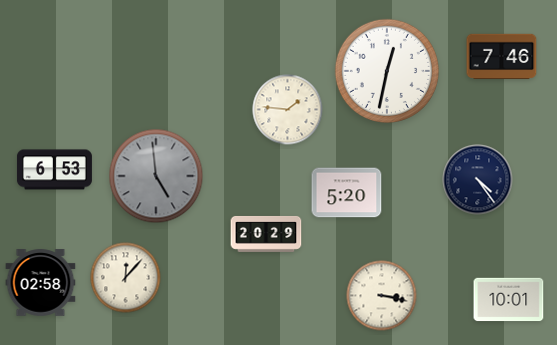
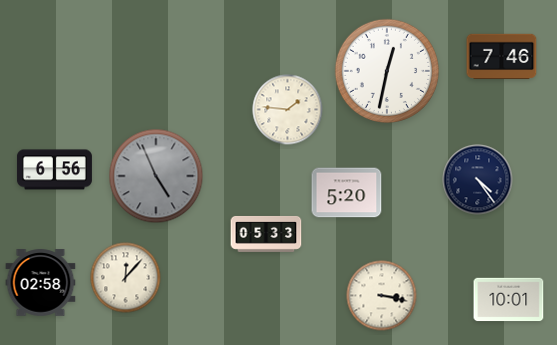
clock at (54, 170): 6:53 -> 6:56
clock at (156, 176): 4:59 -> 4:56
clock at (266, 234): 20:29 -> 05:33
